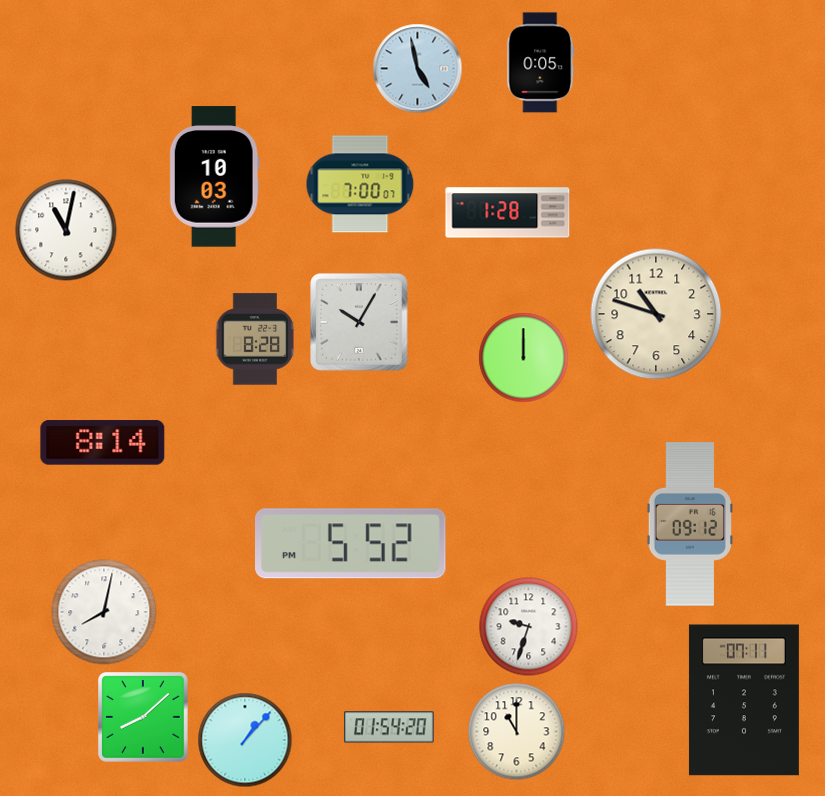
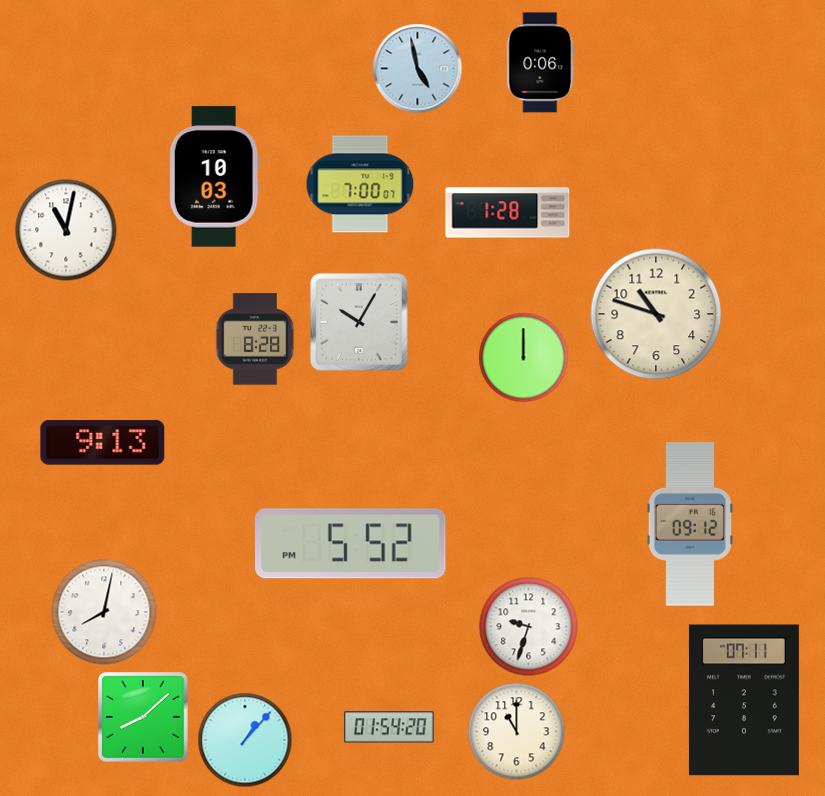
clock at (541, 63): 0:05 -> 0:06
clock at (103, 443): 8:14 -> 9:13
